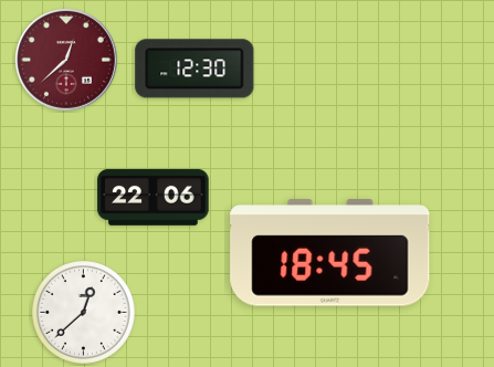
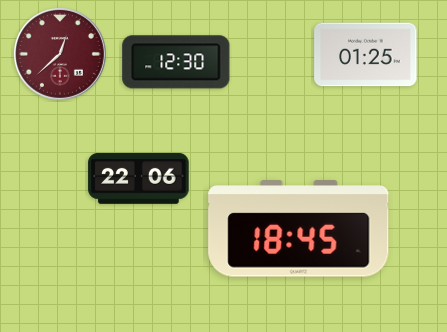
clock at (366, 55): none -> 01:25
clock at (84, 313): 12:38 -> none
